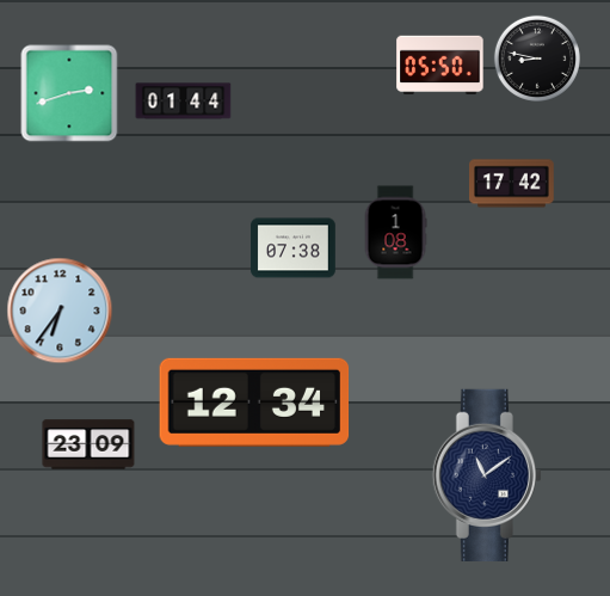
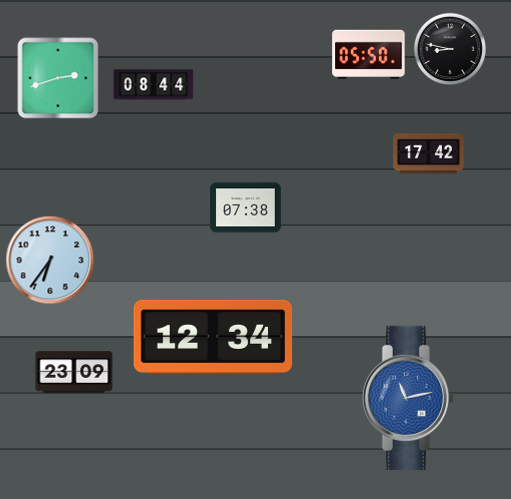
clock at (184, 102): 01:44 -> 08:44
clock at (395, 233): 1:08 -> none
clock at (487, 475): 11:09 -> 11:13
clock at (487, 475) dial: navy -> blue
